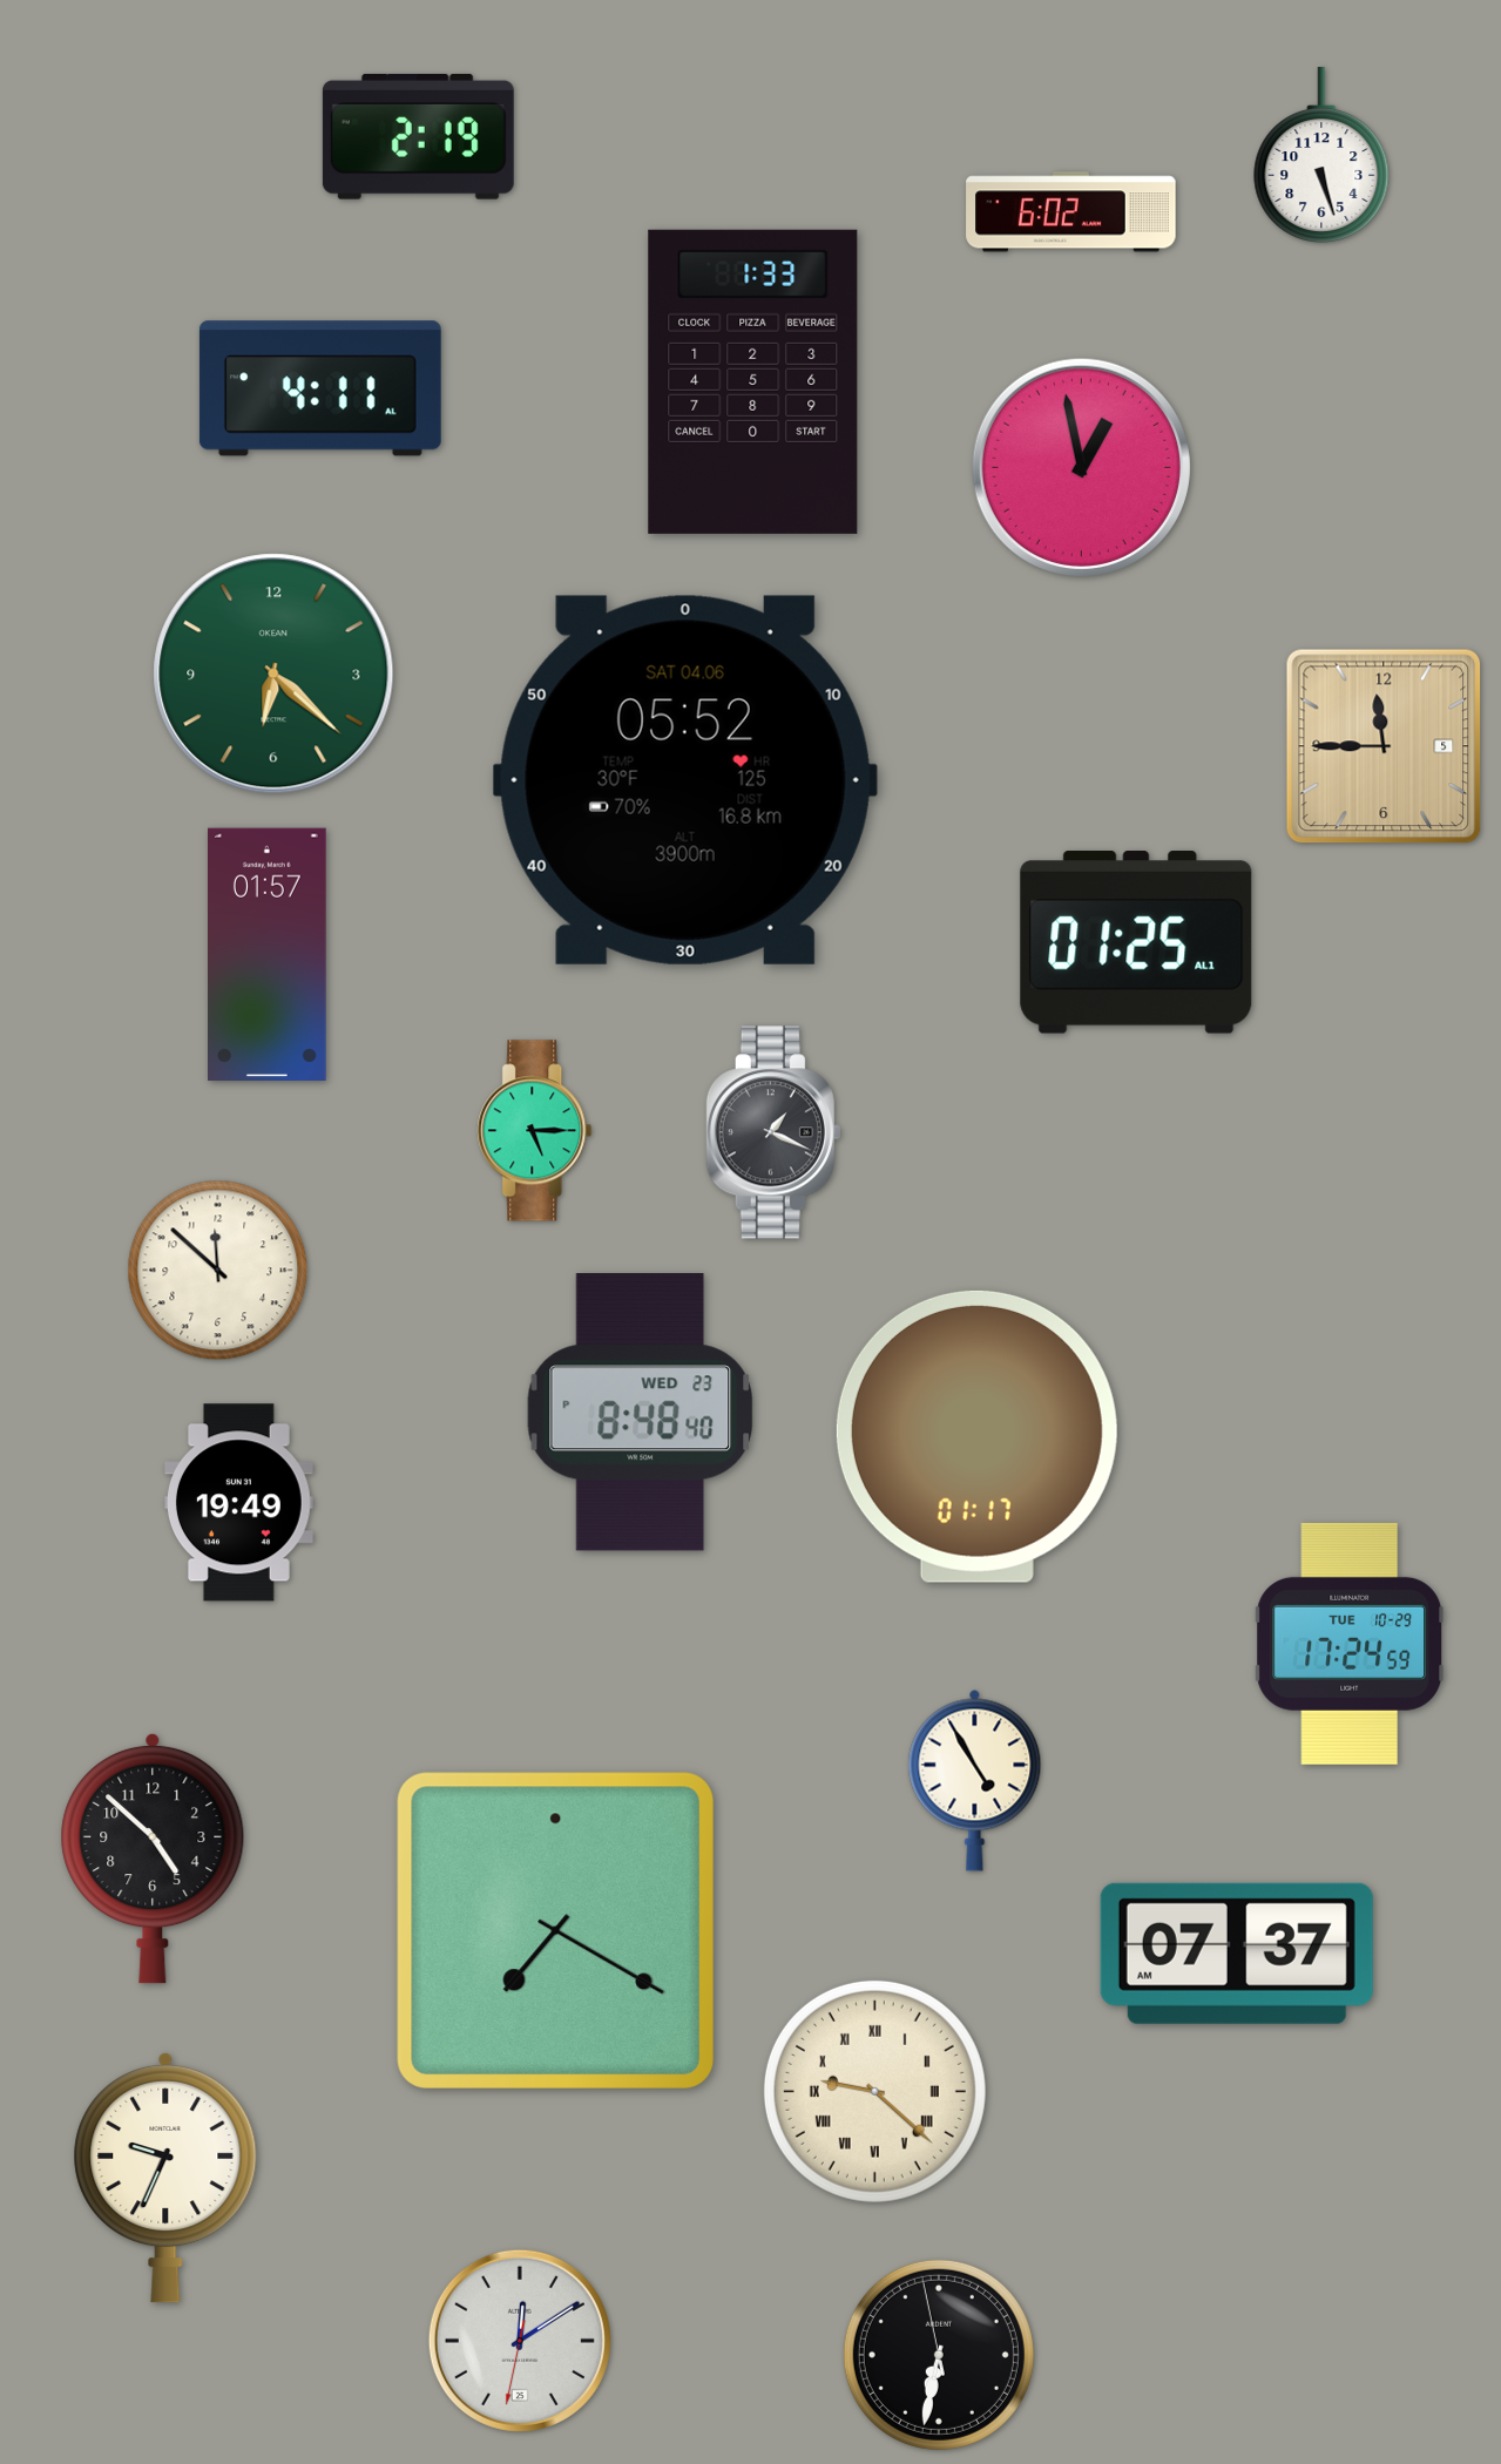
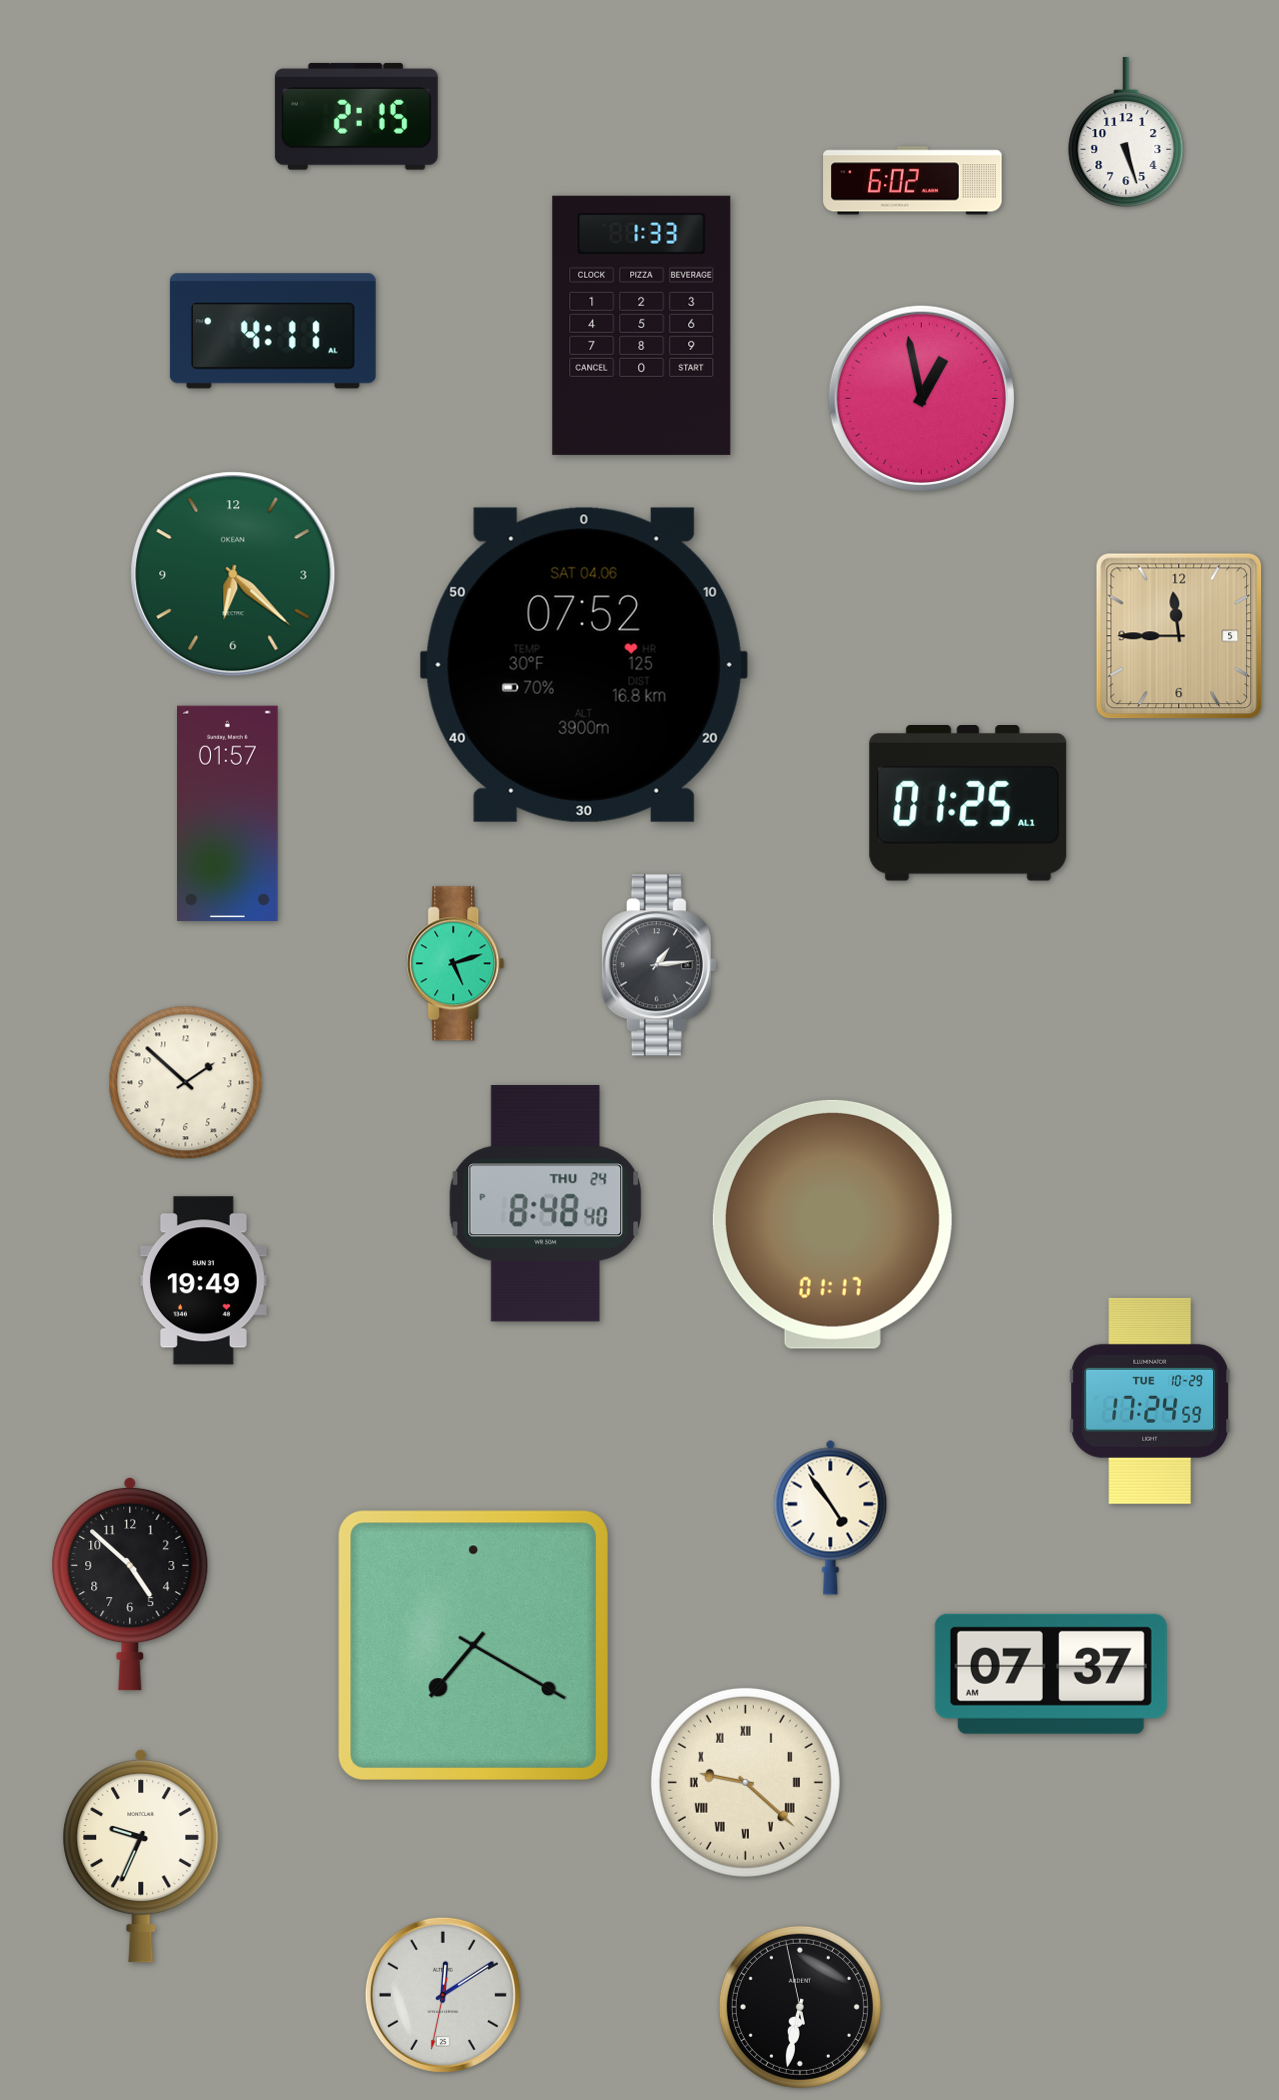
clock at (418, 136): 2:19 -> 2:15
clock at (685, 780): 05:52 -> 07:52
clock at (535, 1131): 5:15 -> 5:12
clock at (773, 1132): 1:19 -> 1:14
clock at (218, 1271): 11:52 -> 1:52
clock at (640, 1413) date: WED 23 -> THU 24
clock at (975, 1780): 4:55 -> 4:54
clock at (1237, 1954) position: (1237, 1954) -> (1051, 1674)
